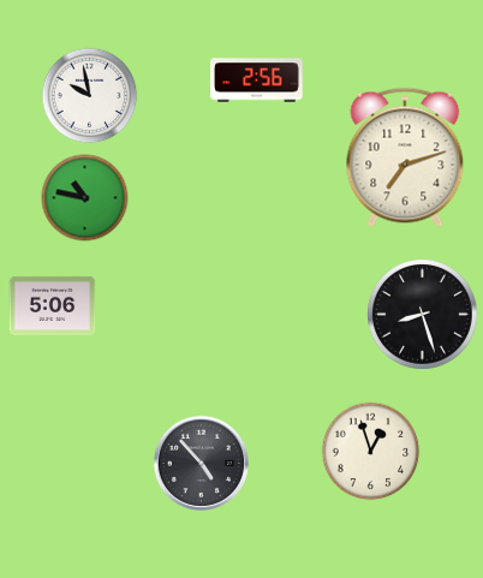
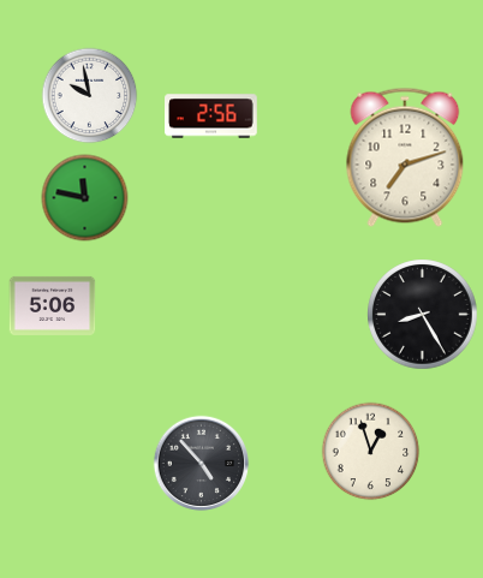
clock at (257, 81) position: (257, 81) -> (211, 117)
clock at (85, 198): 10:47 -> 11:47
clock at (423, 315): 8:27 -> 8:25
